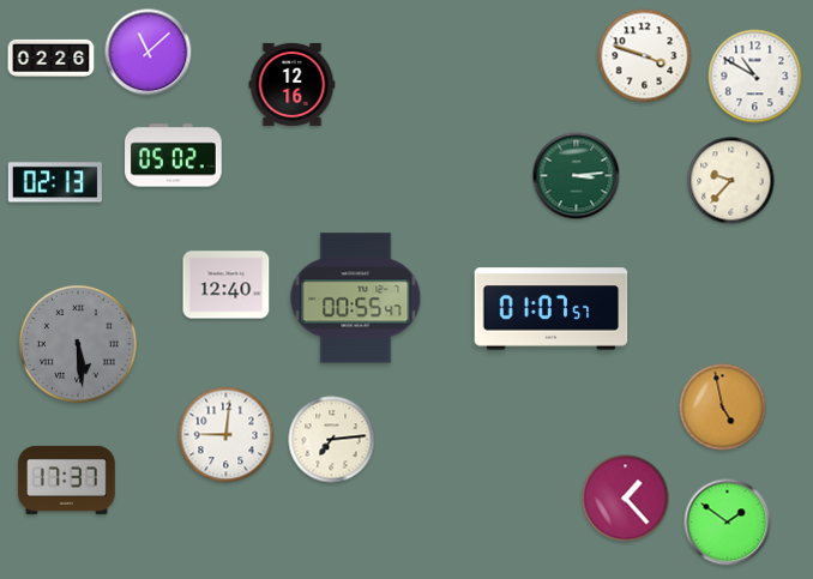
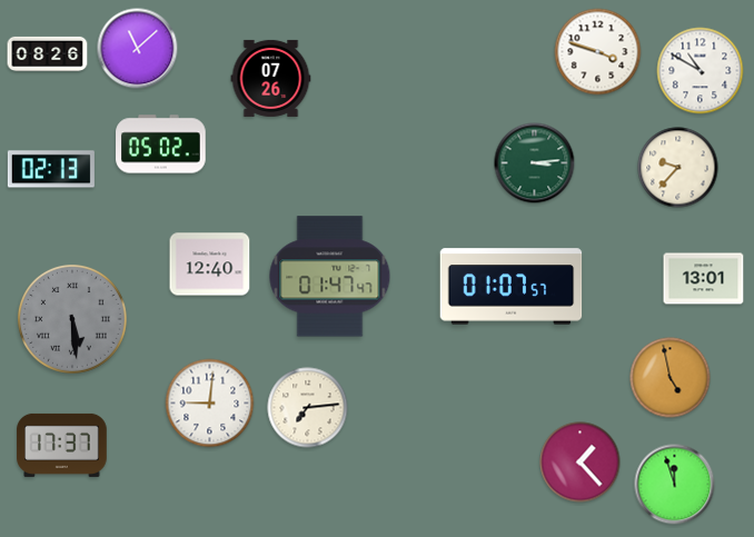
clock at (52, 58): 02:26 -> 08:26
clock at (293, 84): 12:16 -> 07:26
clock at (356, 298): 00:55 -> 01:47
clock at (704, 279): none -> 13:01
clock at (728, 523): 1:51 -> 11:57
